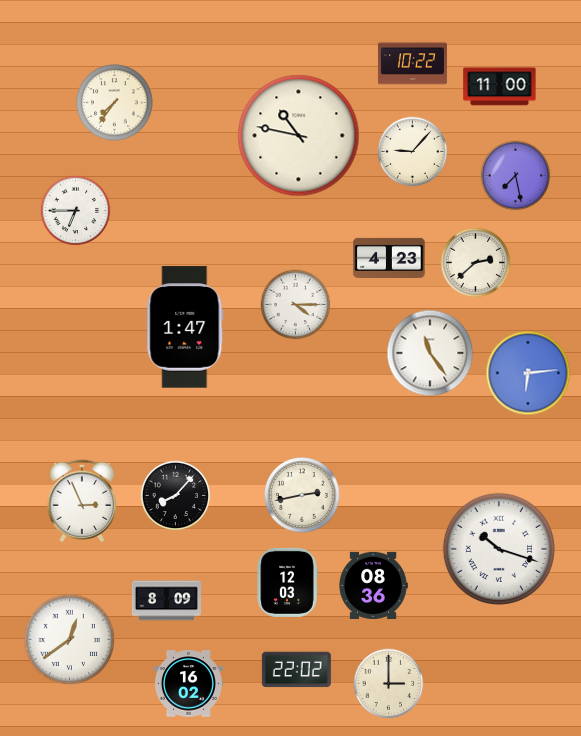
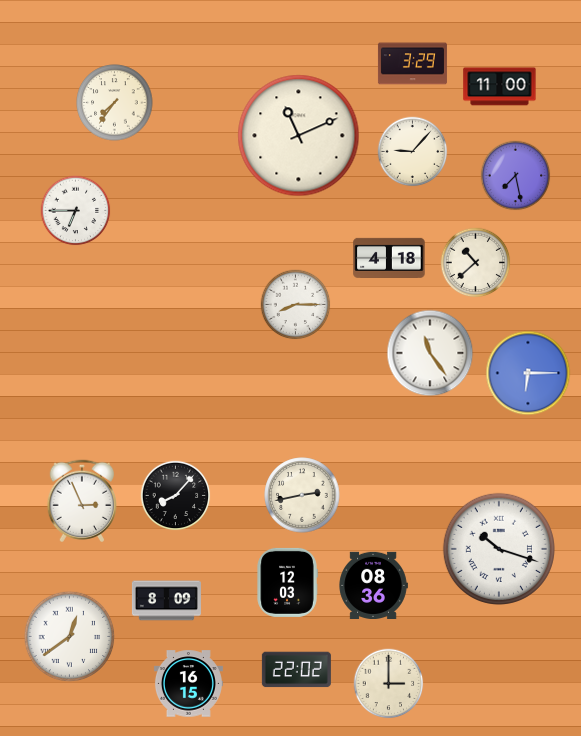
clock at (412, 64): 10:22 -> 3:29
clock at (299, 136): 10:47 -> 11:11
clock at (389, 258): 4:23 -> 4:18
clock at (476, 263): 2:38 -> 10:38
clock at (296, 305): 4:15 -> 8:15
clock at (185, 327): 1:47 -> none
clock at (528, 373): 6:14 -> 6:15
clock at (70, 640) position: (70, 640) -> (70, 637)
clock at (188, 684): 16:02 -> 16:15
